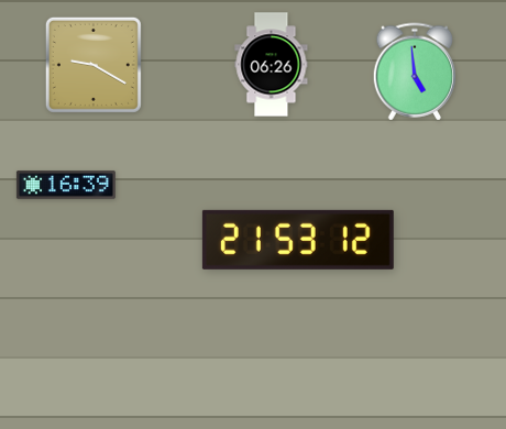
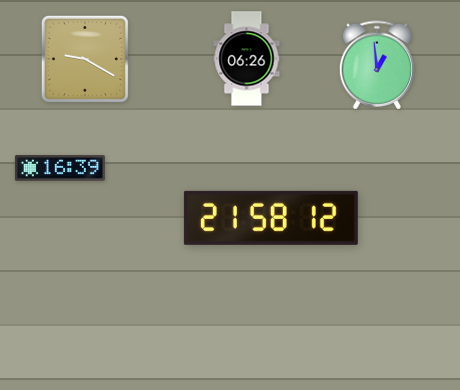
clock at (415, 71): 4:59 -> 12:59
clock at (298, 240): 21:53 -> 21:58
